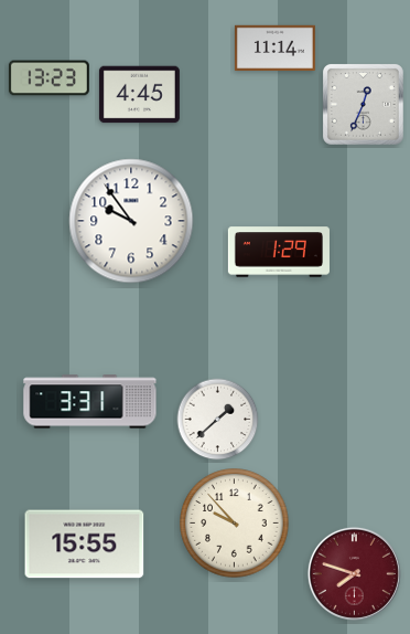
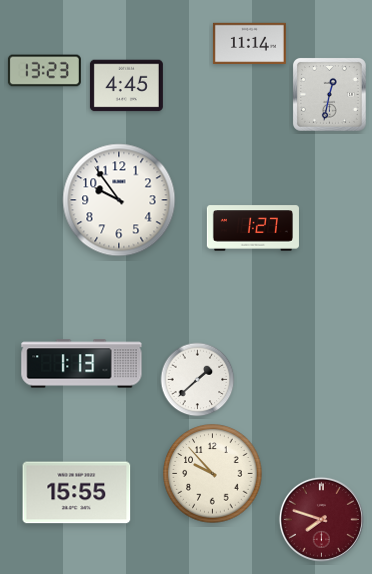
clock at (364, 105): 12:34 -> 12:32
clock at (279, 252): 1:29 -> 1:27
clock at (90, 402): 3:31 -> 1:13
